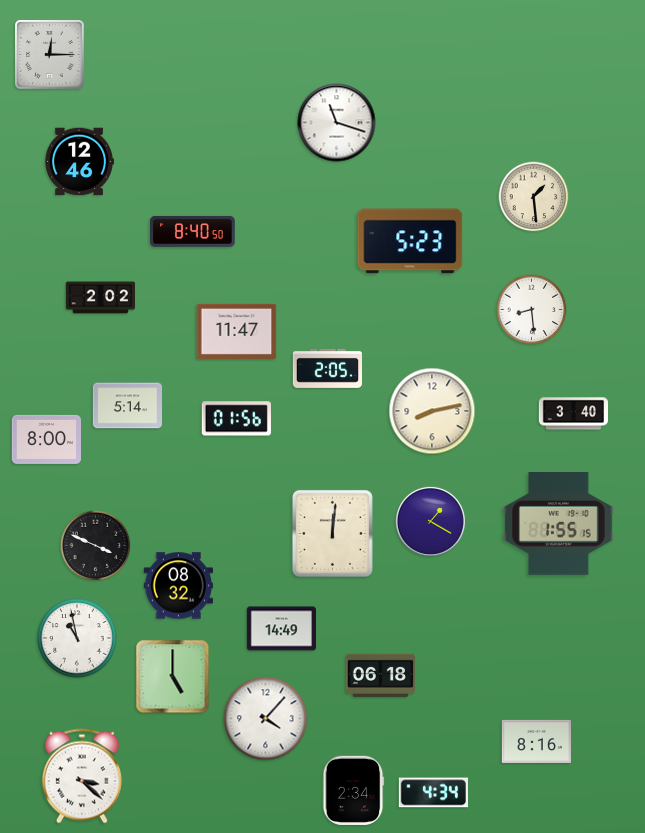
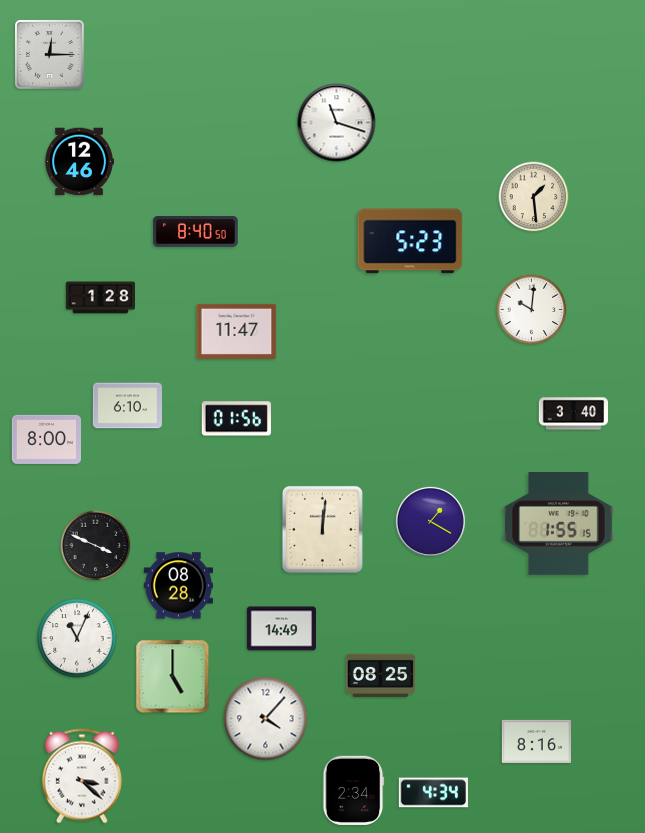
clock at (193, 232) position: (193, 232) -> (196, 232)
clock at (100, 298): 2:02 -> 1:28
clock at (532, 310): 8:29 -> 10:01
clock at (327, 368): 2:05 -> none
clock at (127, 406): 5:14 -> 6:10
clock at (432, 411): 8:13 -> none
clock at (332, 533) position: (332, 533) -> (322, 529)
clock at (178, 586): 08:32 -> 08:28
clock at (77, 638): 10:58 -> 11:04
clock at (380, 675): 06:18 -> 08:25
